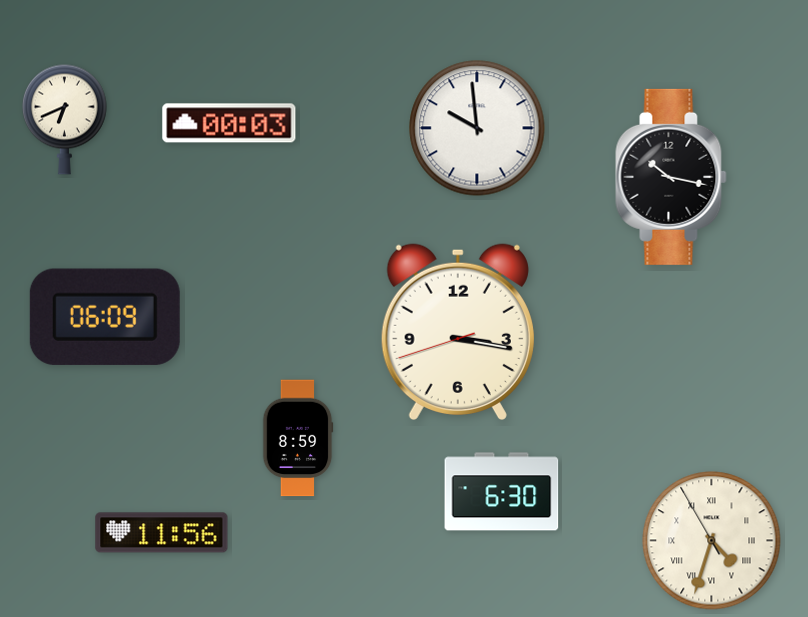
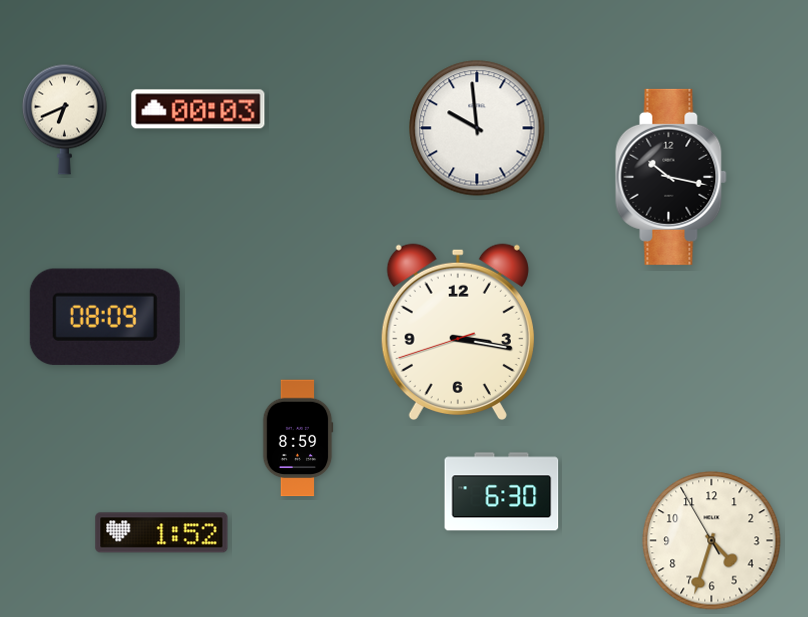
clock at (229, 123) position: (229, 123) -> (198, 109)
clock at (105, 317): 06:09 -> 08:09
clock at (162, 533): 11:56 -> 1:52
clock at (712, 541) numerals: Roman -> Arabic
